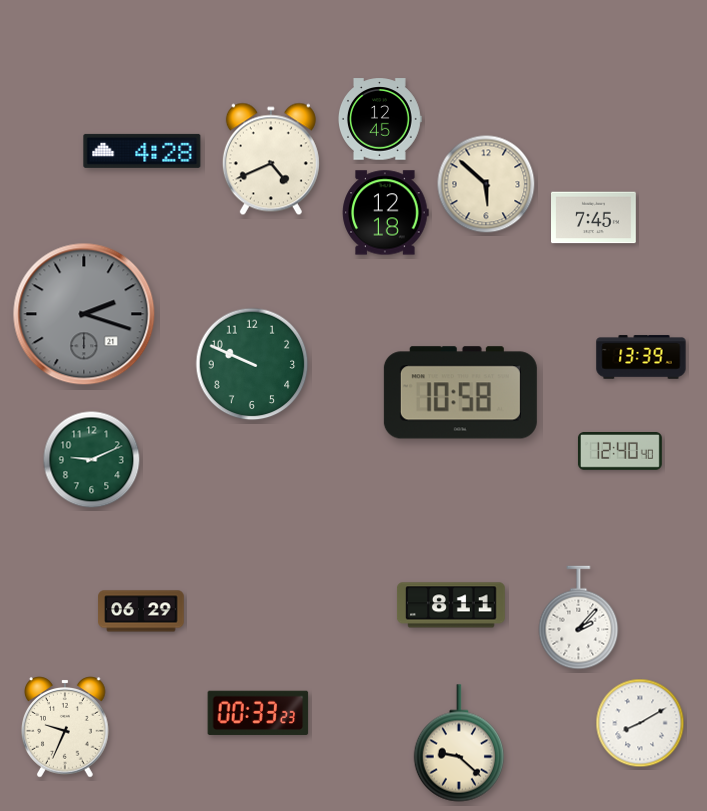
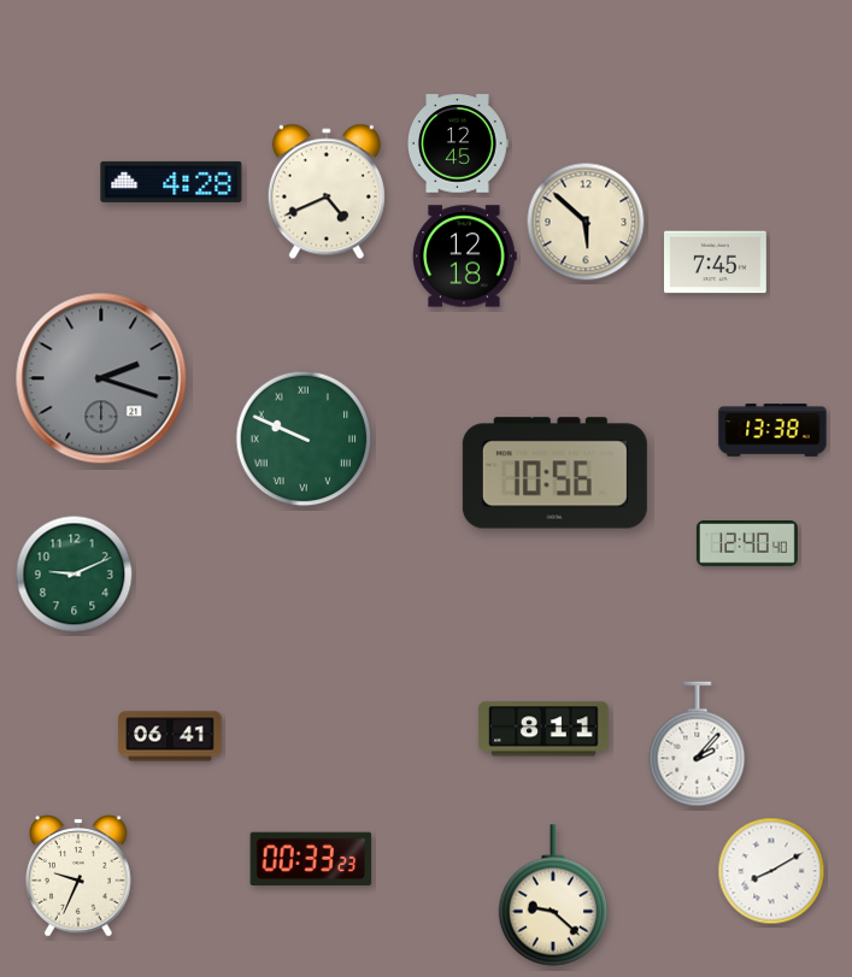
clock at (641, 357): 13:39 -> 13:38
clock at (252, 364) numerals: Arabic -> Roman
clock at (460, 393): 10:58 -> 10:56
clock at (92, 460) position: (92, 460) -> (75, 575)
clock at (141, 611): 06:29 -> 06:41
